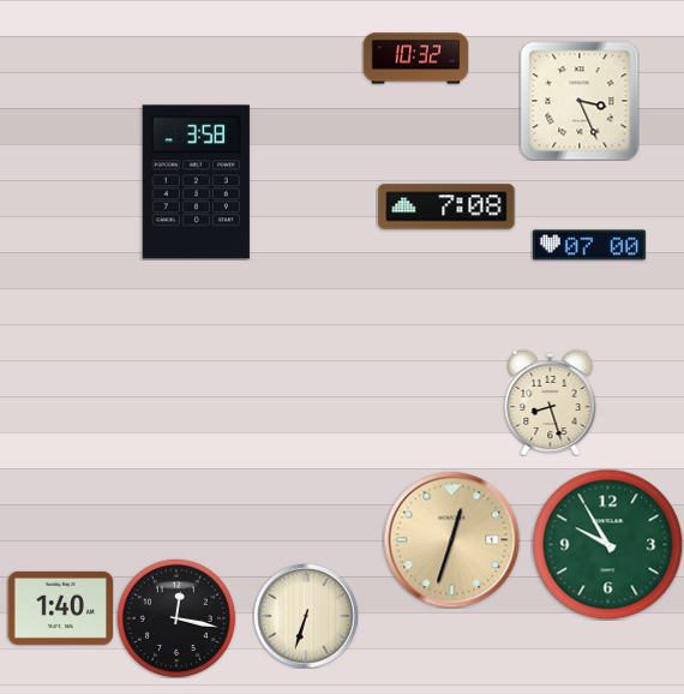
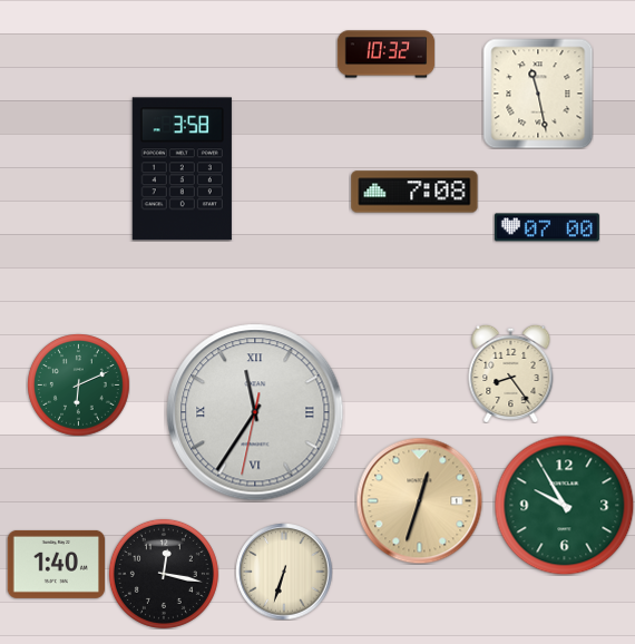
clock at (580, 101): 3:26 -> 11:28
clock at (551, 402): 8:27 -> 8:24
clock at (79, 386): none -> 6:11
clock at (255, 412): none -> 11:35
